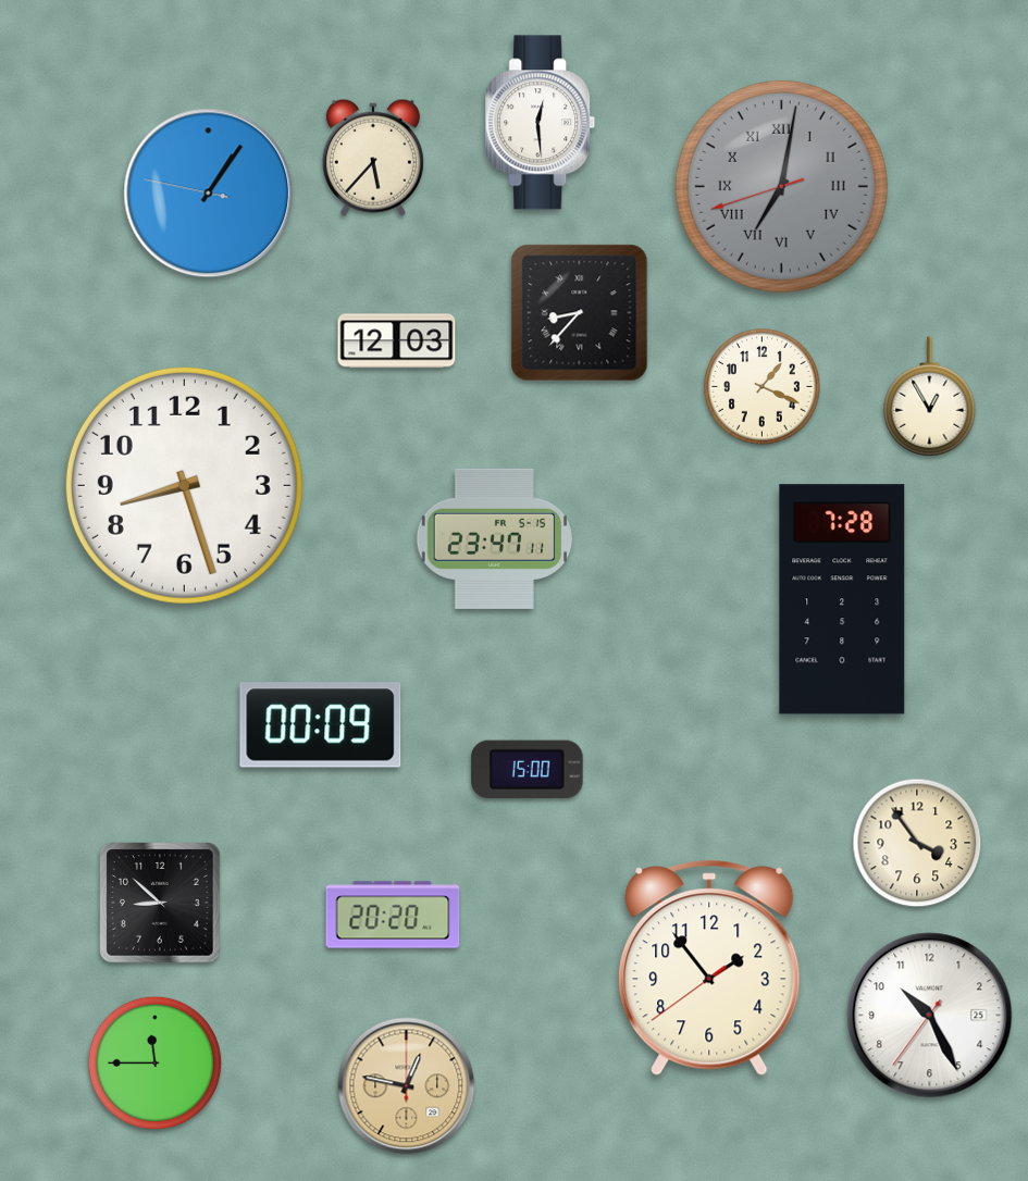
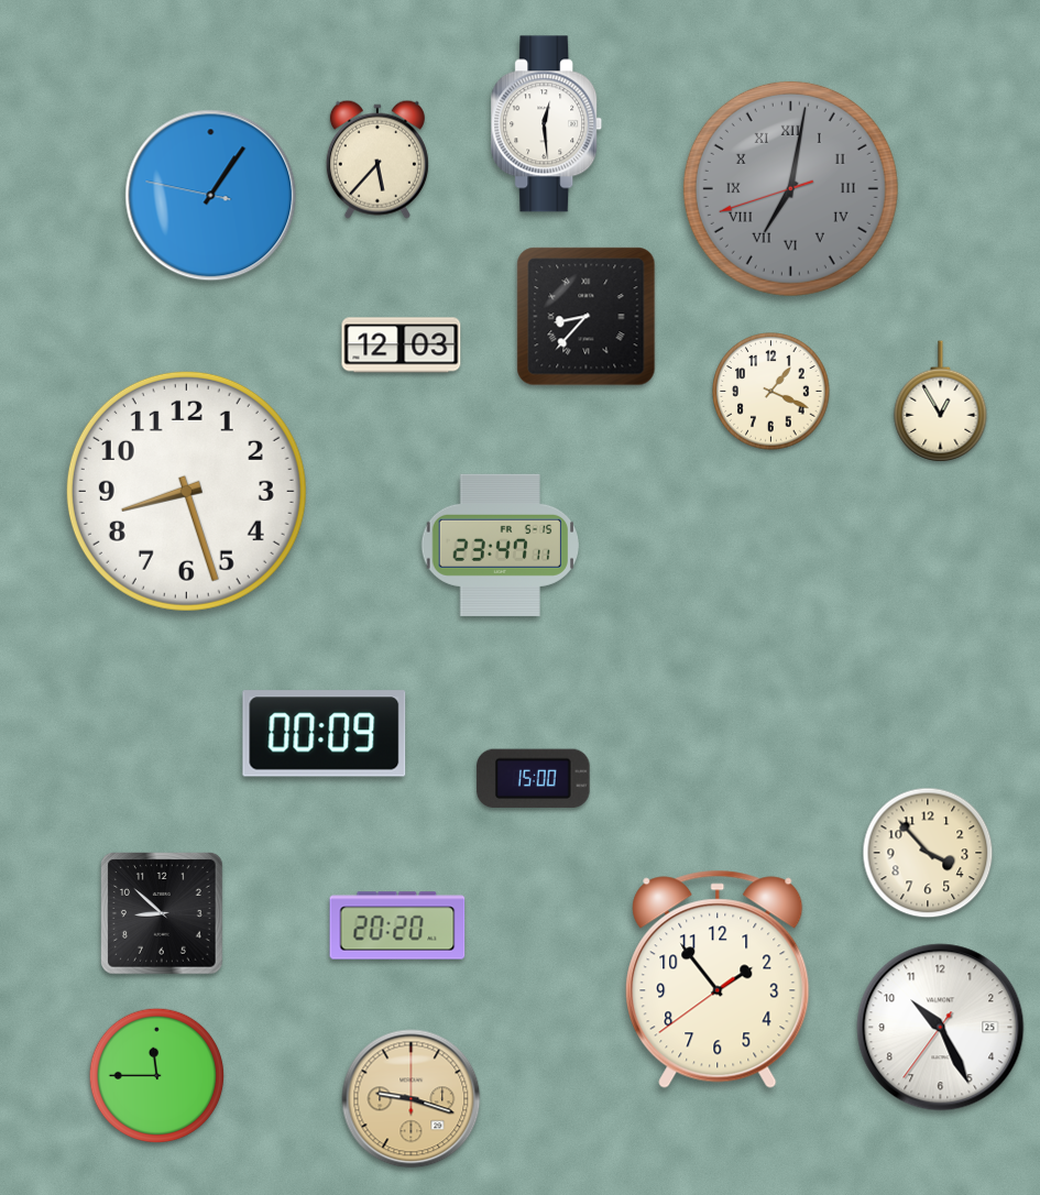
clock at (842, 599): 7:28 -> none
clock at (917, 843): 3:54 -> 3:53
clock at (407, 1086): 12:47 -> 9:18
